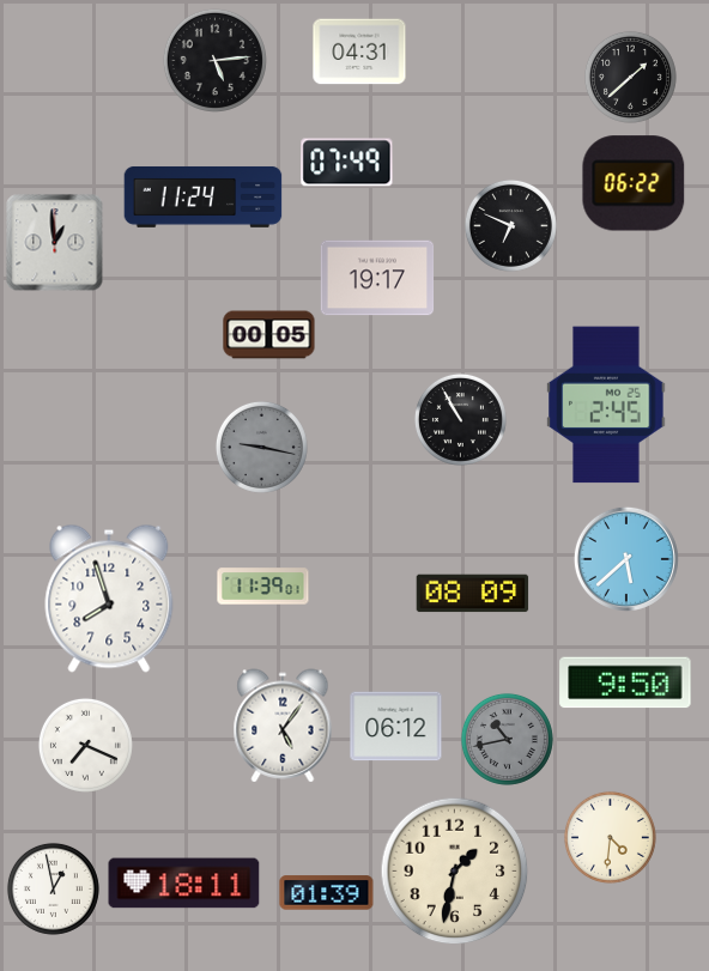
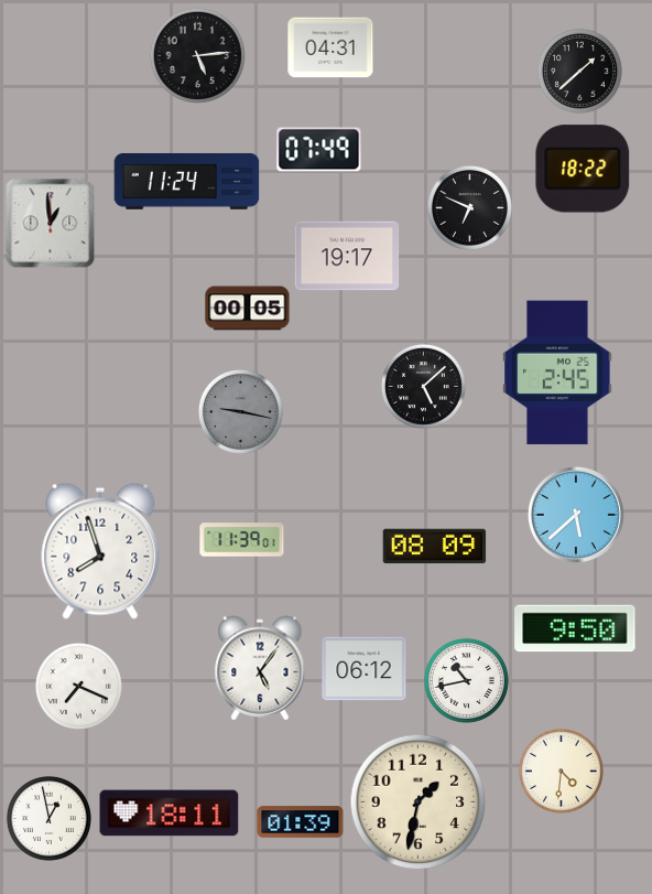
clock at (634, 183): 06:22 -> 18:22
clock at (460, 419): 10:55 -> 5:08
clock at (507, 739) dial: grey -> white
